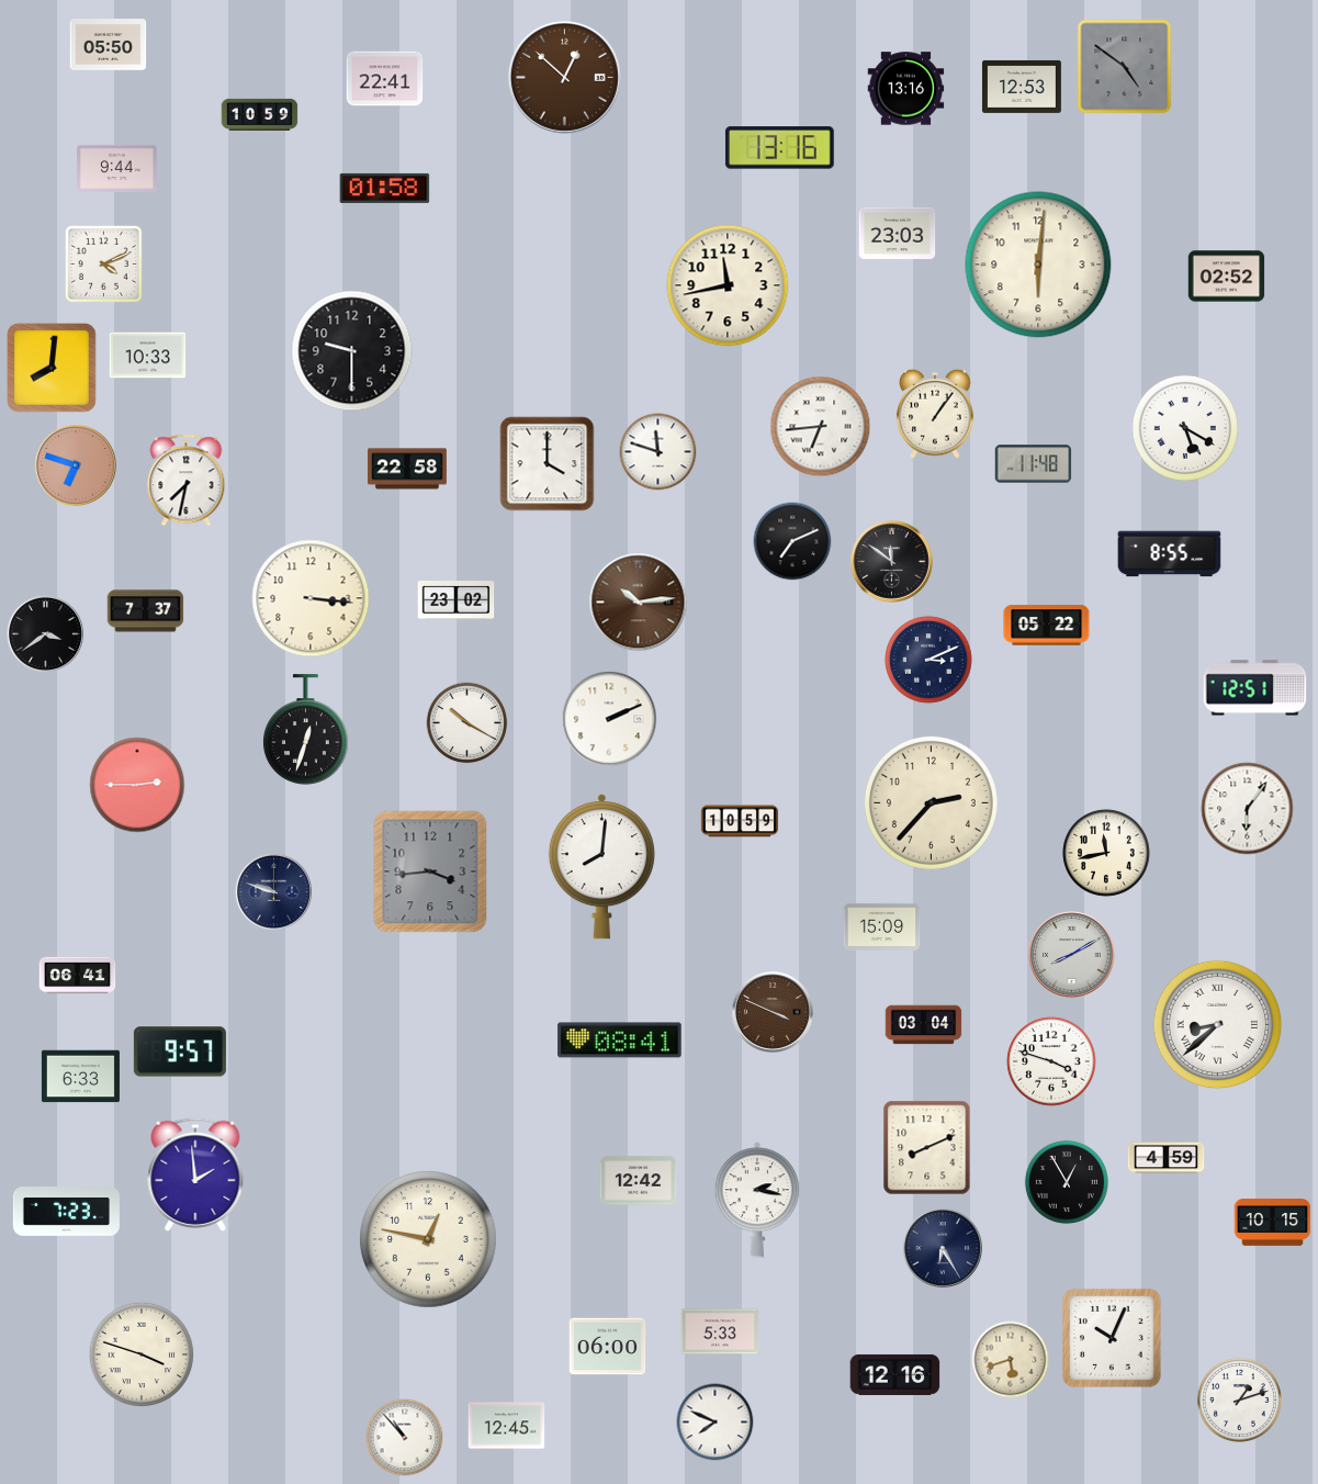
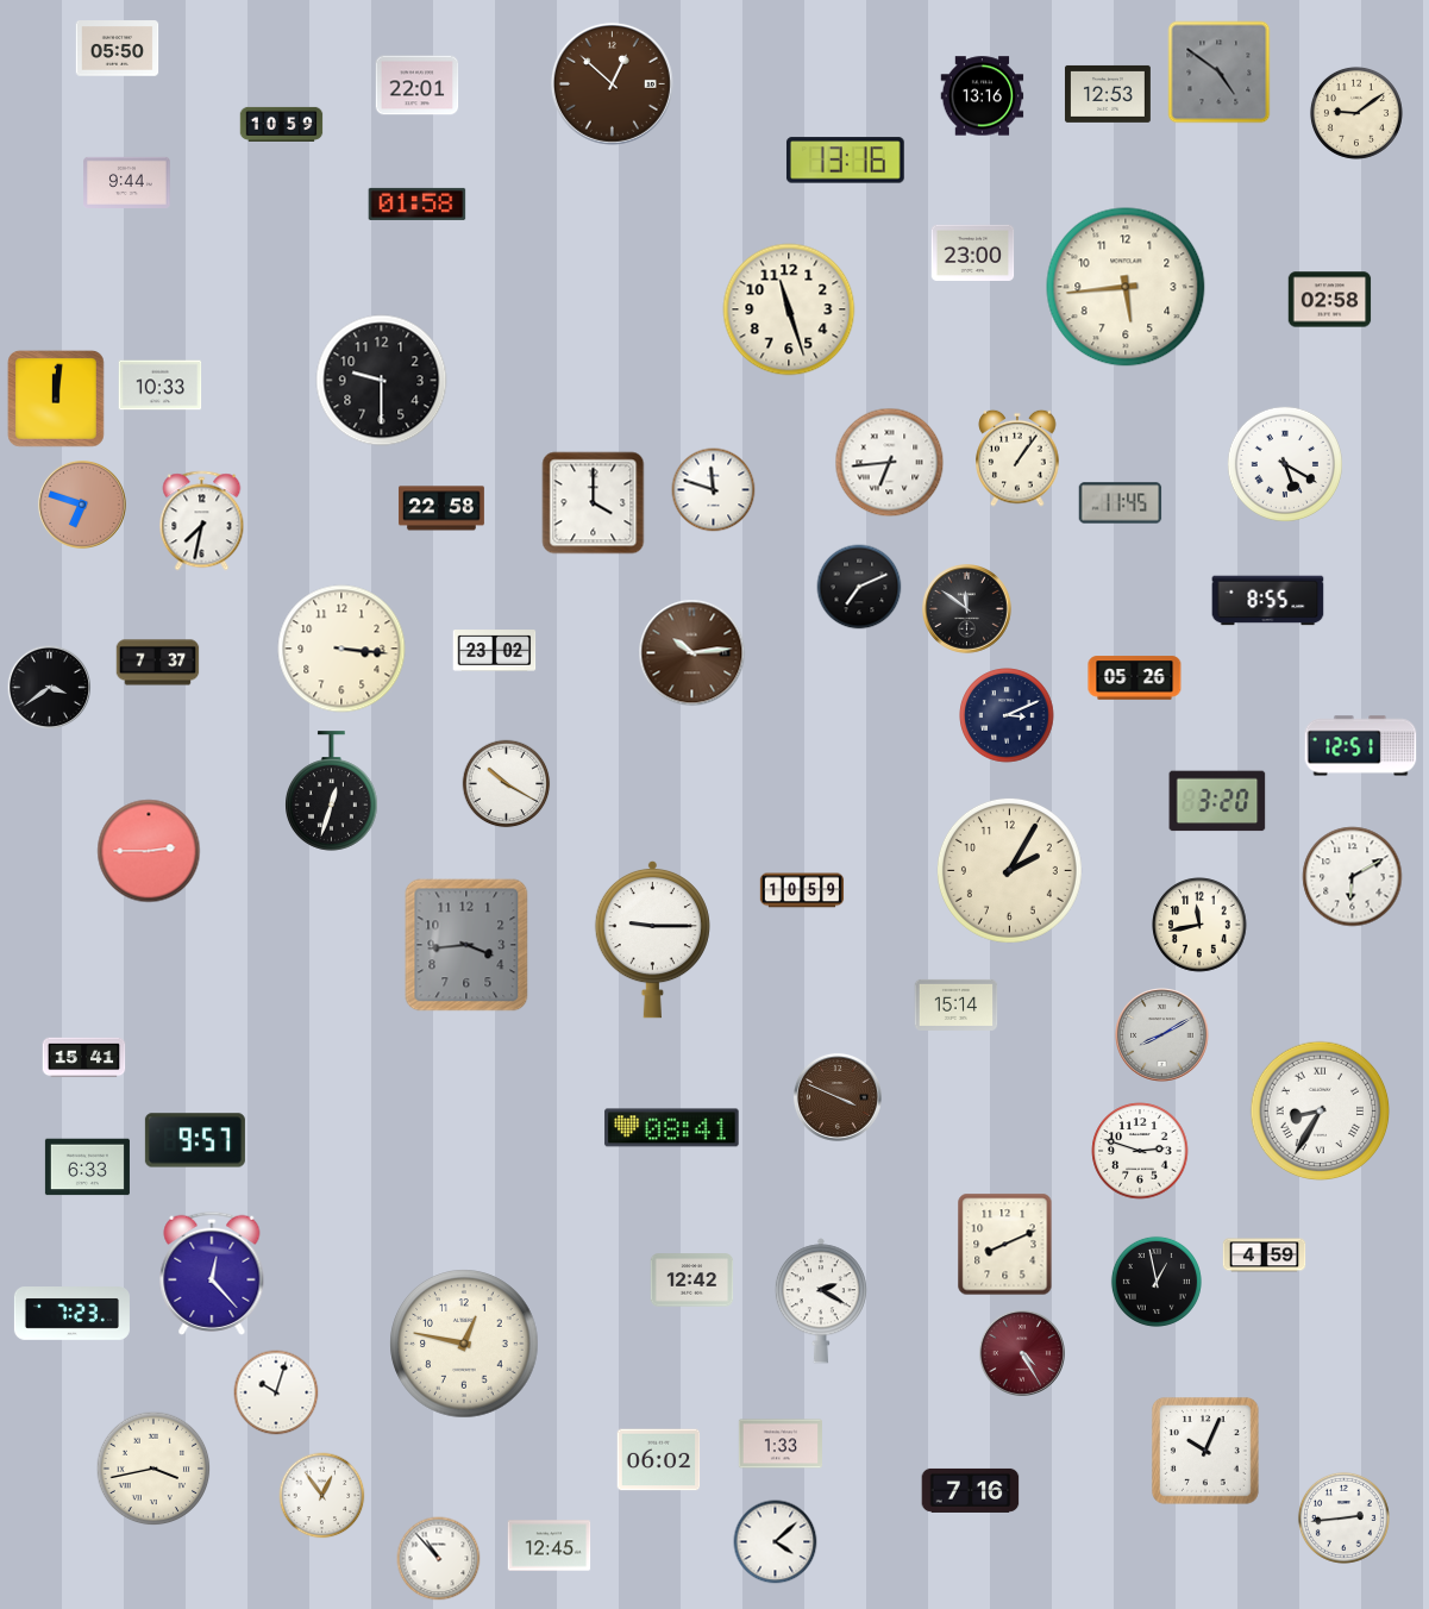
clock at (385, 79): 22:41 -> 22:01
clock at (1356, 113): none -> 9:09
clock at (898, 233): 23:03 -> 23:00
clock at (103, 263): 4:11 -> none
clock at (1038, 265): 6:01 -> 5:44
clock at (1227, 277): 02:52 -> 02:58
clock at (728, 285): 11:43 -> 11:27
clock at (52, 368): 8:01 -> 12:01
clock at (935, 414) position: (935, 414) -> (1017, 458)
clock at (1034, 464): 11:48 -> 11:45
clock at (311, 598) position: (311, 598) -> (341, 649)
clock at (1047, 626): 05:22 -> 05:26
clock at (609, 719): 2:11 -> none
clock at (1217, 801): none -> 3:20
clock at (931, 802): 2:37 -> 2:05
clock at (1248, 809): 6:06 -> 6:10
clock at (601, 866): 8:01 -> 9:15
clock at (274, 892): 9:48 -> none
clock at (882, 926): 15:09 -> 15:14
clock at (78, 976): 06:41 -> 15:41
clock at (924, 1025): 03:04 -> none
clock at (1218, 1025): 8:38 -> 8:35
clock at (1051, 1061): 3:48 -> 2:48
clock at (195, 1174): 1:59 -> 12:23
clock at (1067, 1182): 12:55 -> 12:58
clock at (757, 1200): 2:17 -> 2:20
clock at (1273, 1223): 10:15 -> none
clock at (943, 1248): 6:25 -> 4:25
clock at (943, 1248) dial: navy -> burgundy
clock at (276, 1392): none -> 10:03
clock at (720, 1331): 5:33 -> 1:33
clock at (608, 1347): 06:00 -> 06:02
clock at (142, 1354): 3:48 -> 3:43
clock at (1011, 1360): 5:42 -> none
clock at (895, 1374): 12:16 -> 7:16
clock at (322, 1496): none -> 12:54
clock at (1239, 1399): 1:12 -> 2:44
clock at (716, 1423): 7:49 -> 4:08
